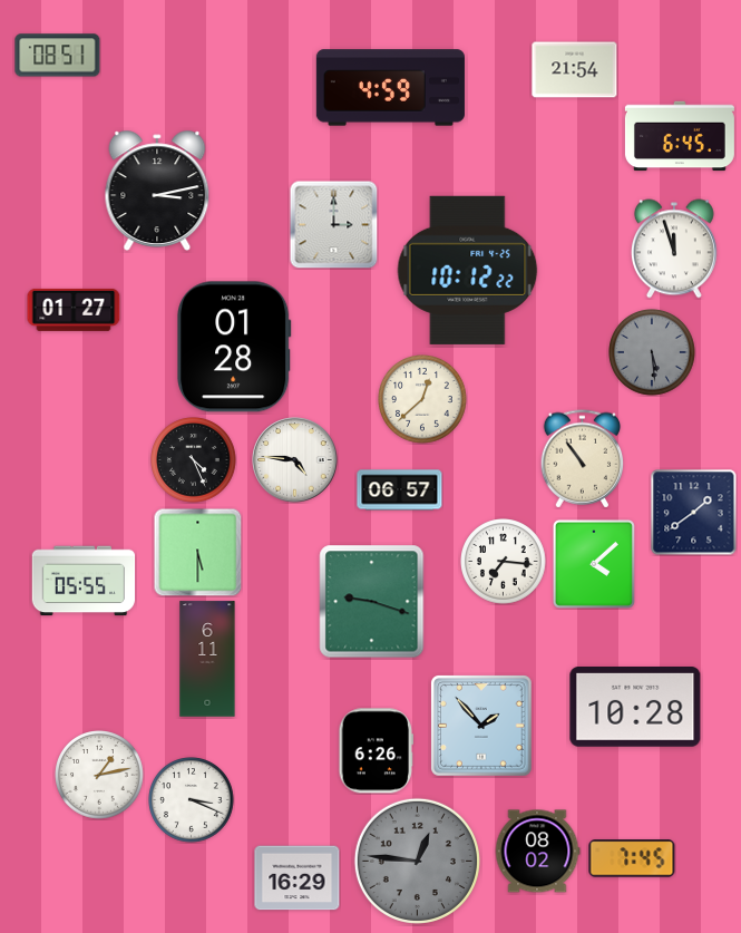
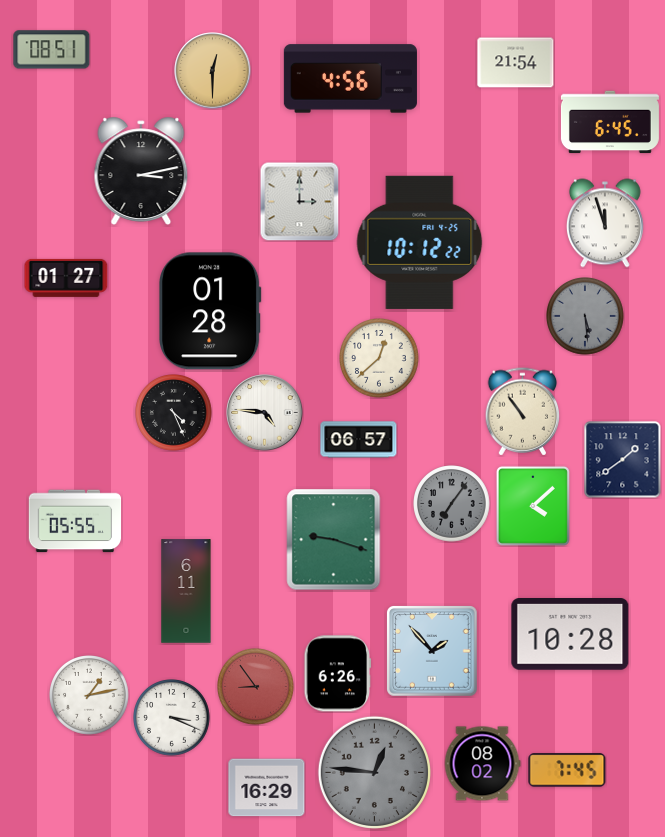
clock at (213, 71): none -> 12:30
clock at (390, 88): 4:59 -> 4:56
clock at (197, 552): 5:30 -> none
clock at (504, 562): 7:16 -> 7:06
clock at (504, 562) dial: white -> grey
clock at (256, 687): none -> 8:54
